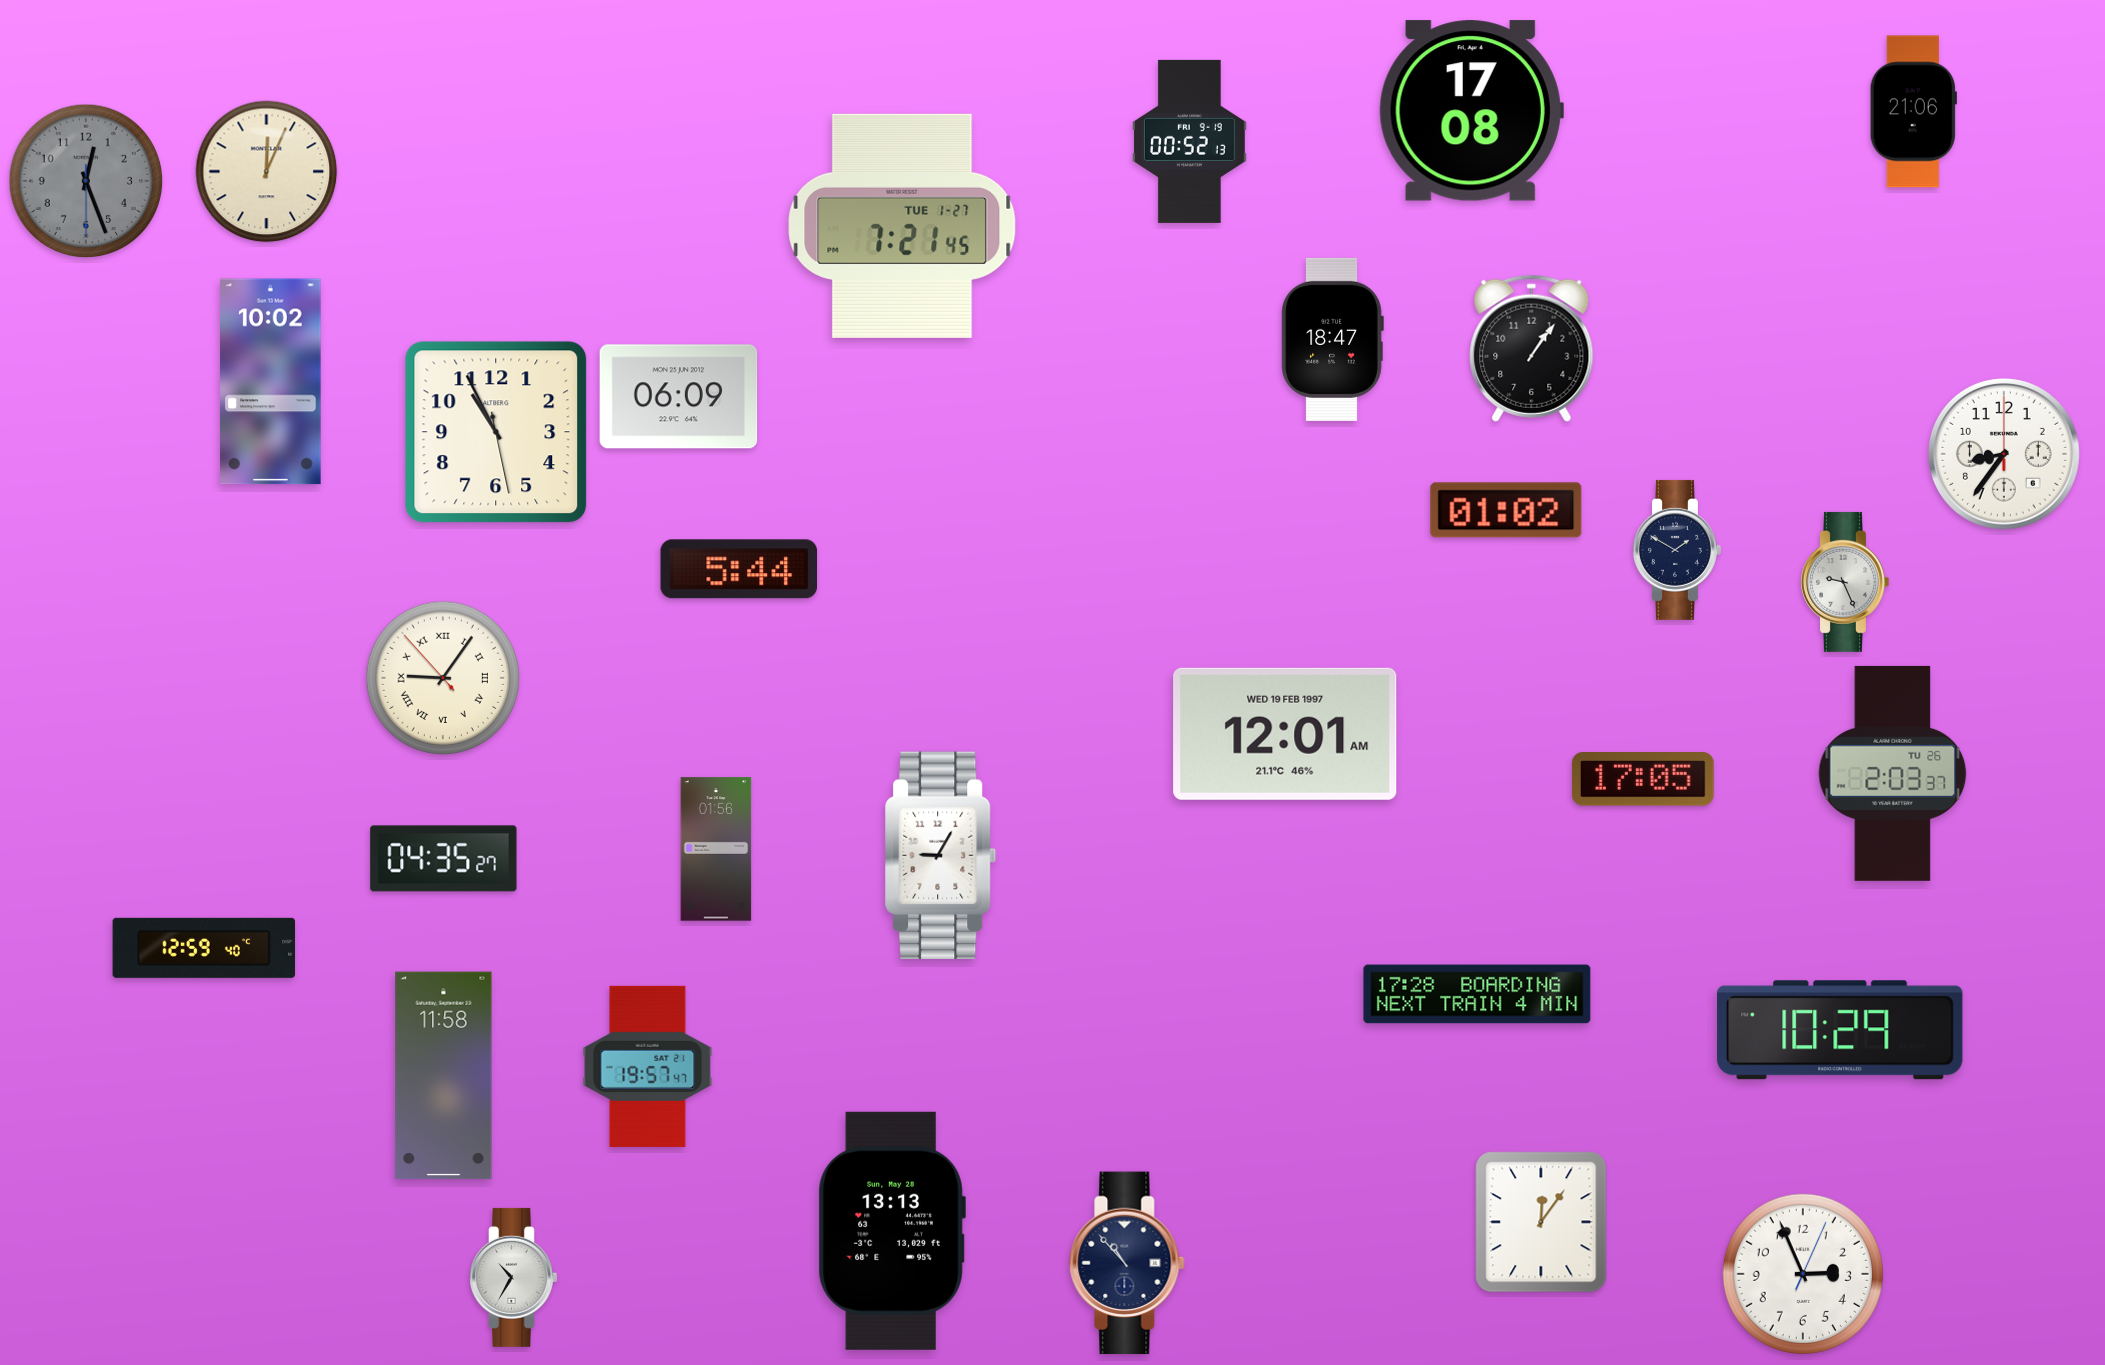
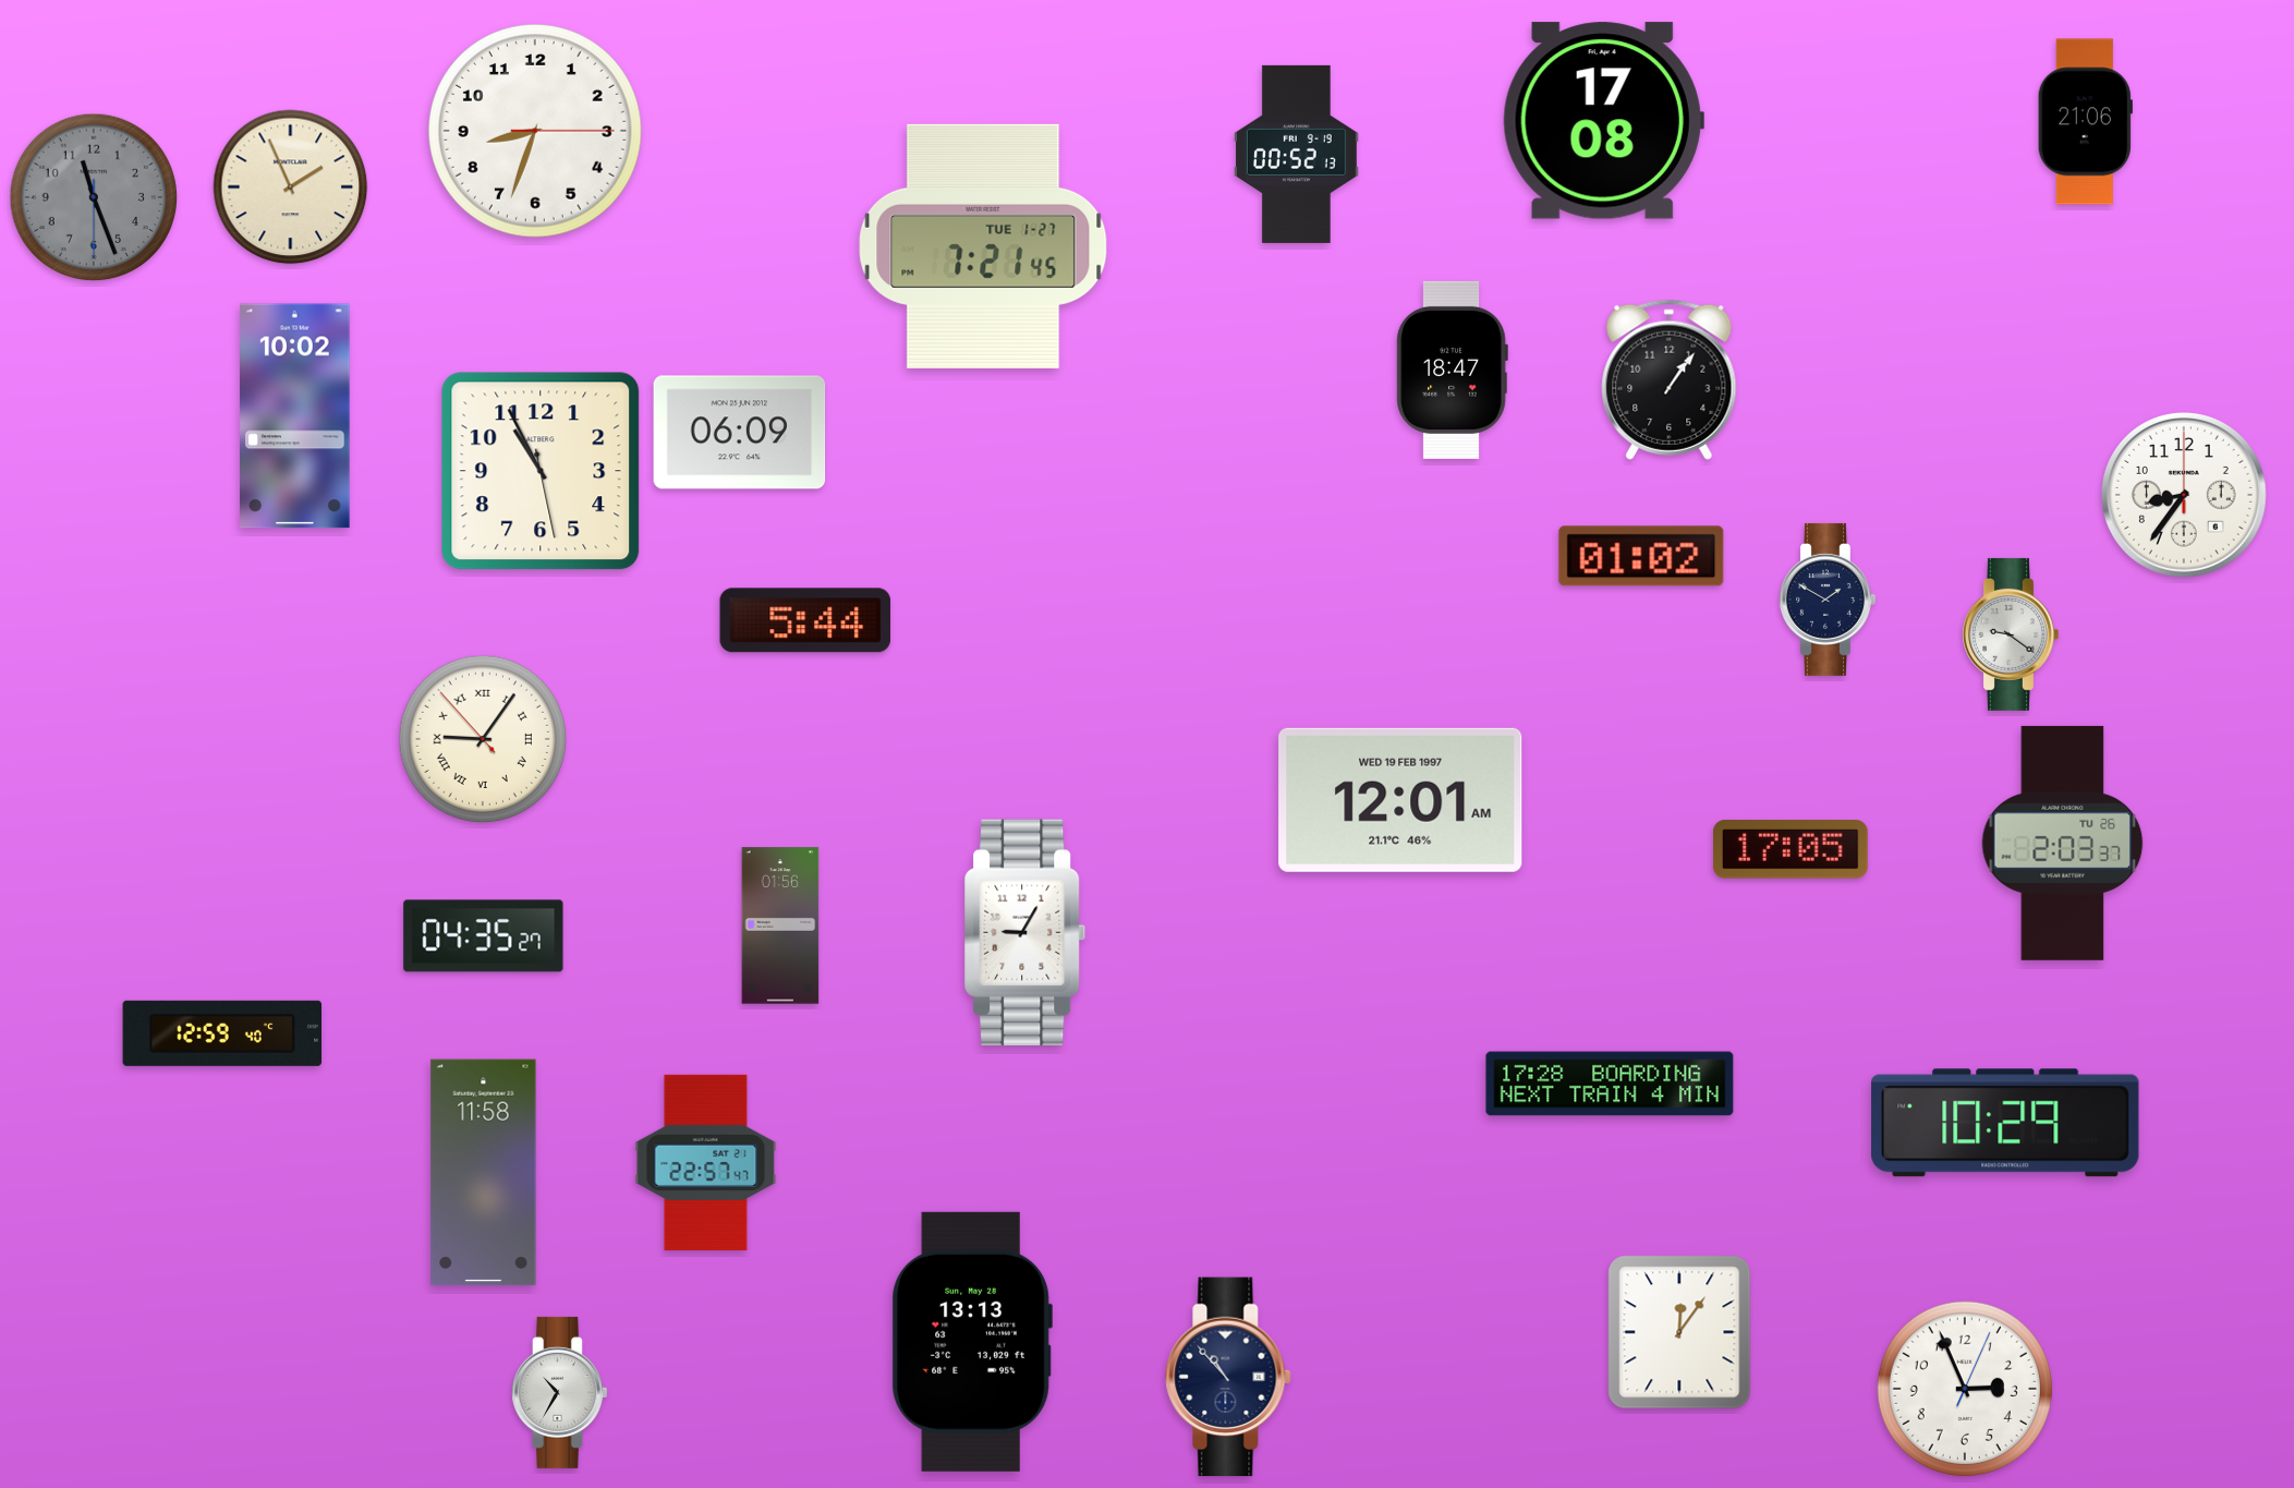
clock at (536, 132): none -> 8:33
clock at (267, 172): 12:04 -> 1:56
clock at (85, 180): 12:26 -> 11:26
clock at (1845, 582): 9:26 -> 9:21
clock at (648, 1066): 19:57 -> 22:57
